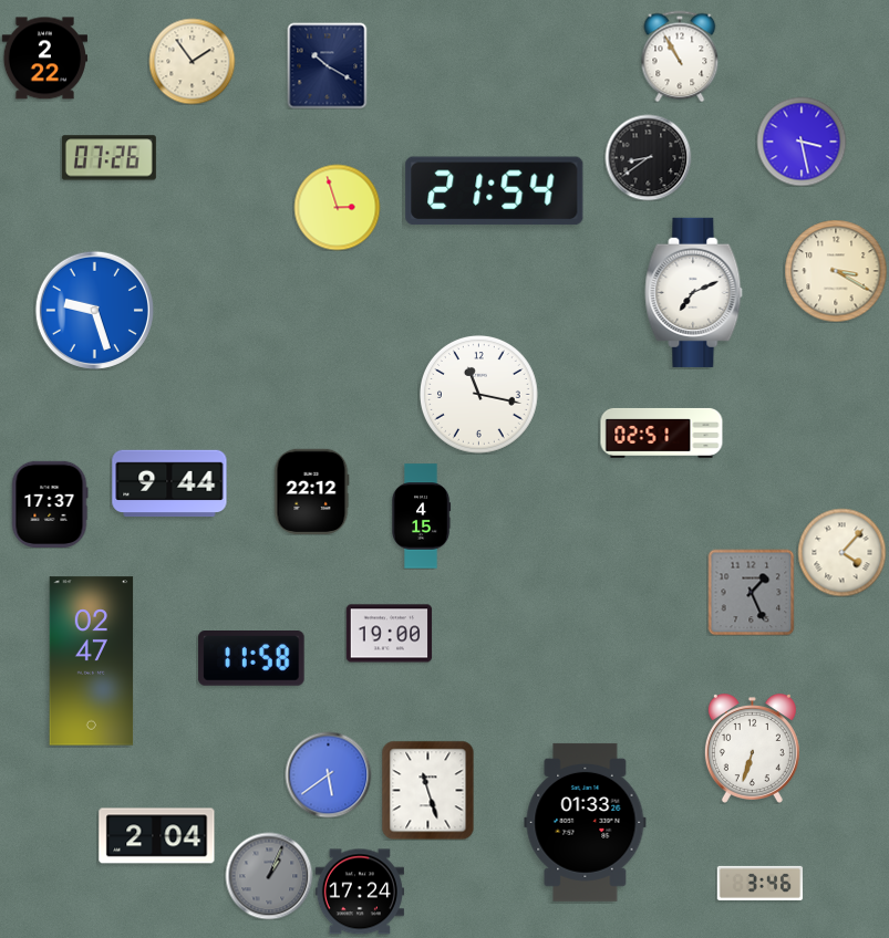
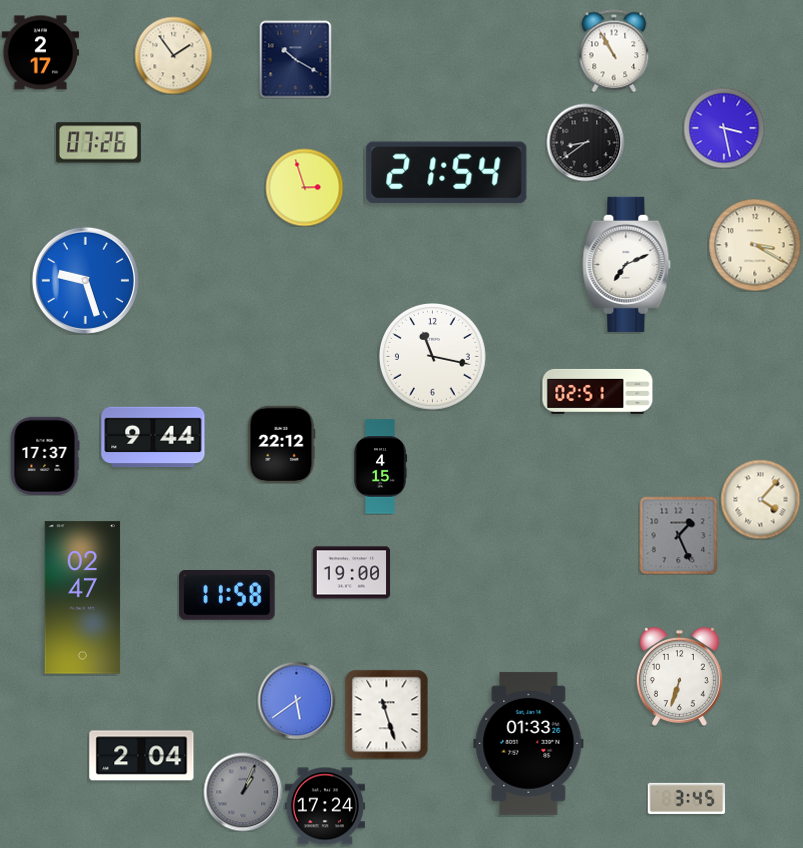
clock at (44, 59): 2:22 -> 2:17
clock at (759, 883): 3:46 -> 3:45
